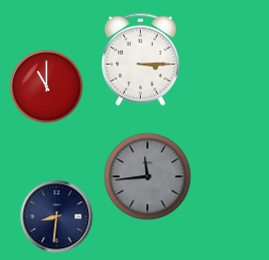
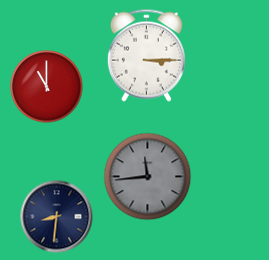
clock at (140, 59) position: (140, 59) -> (146, 55)
